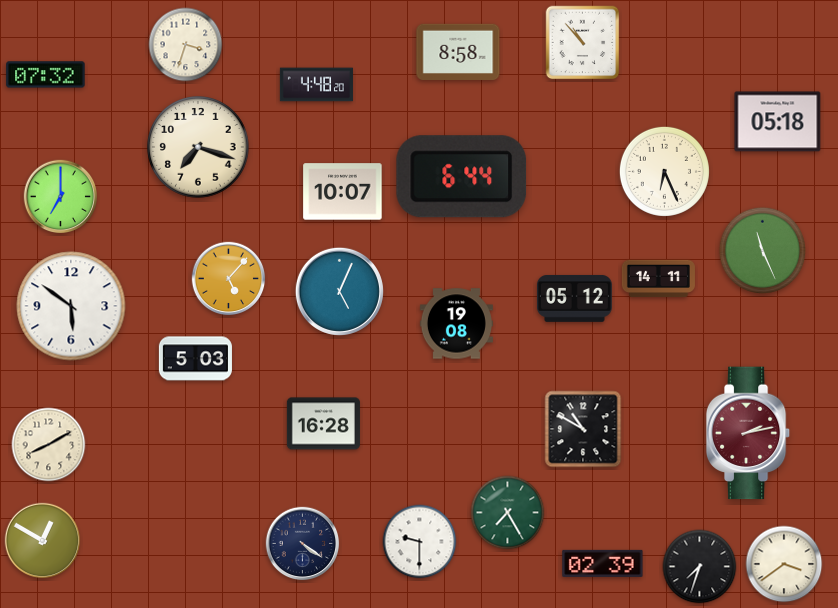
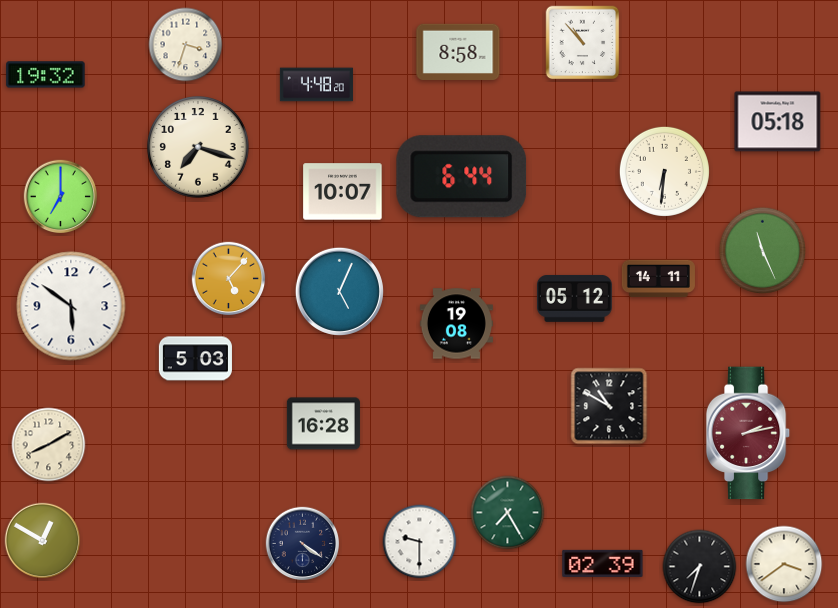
clock at (46, 75): 07:32 -> 19:32
clock at (664, 171): 6:26 -> 6:31
clock at (583, 429) position: (583, 429) -> (609, 406)
